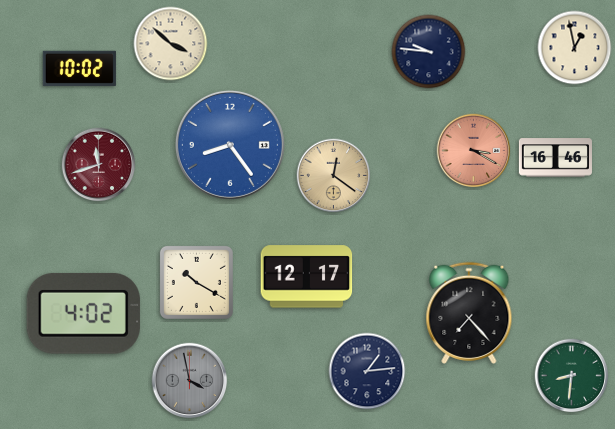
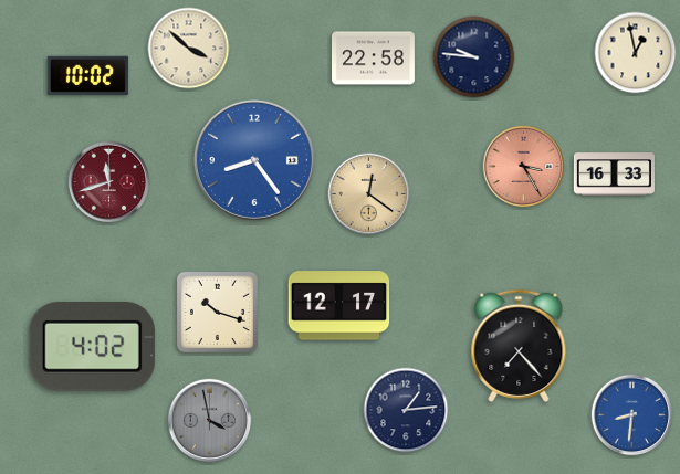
clock at (373, 59): none -> 22:58
clock at (474, 151): 3:20 -> 3:25
clock at (555, 158): 16:46 -> 16:33
clock at (196, 282): 10:20 -> 10:18
clock at (572, 376) dial: green -> blue
